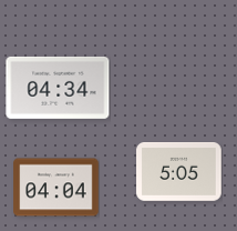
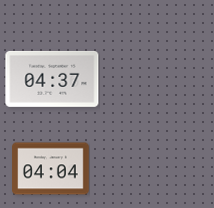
clock at (58, 88): 04:34 -> 04:37
clock at (179, 172): 5:05 -> none
